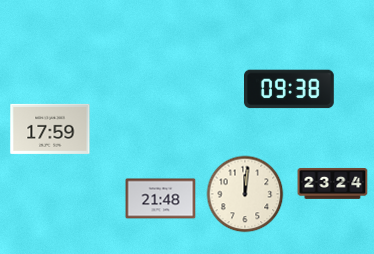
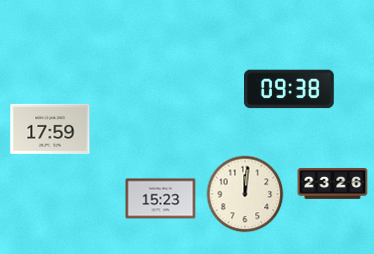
clock at (333, 183): 23:24 -> 23:26
clock at (161, 199): 21:48 -> 15:23
